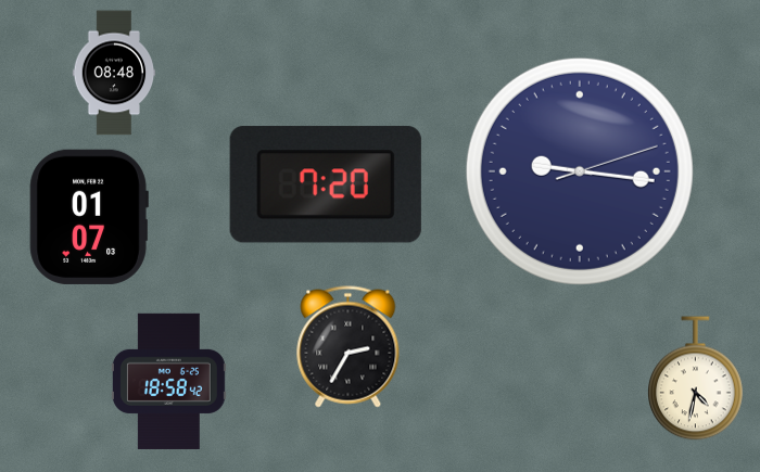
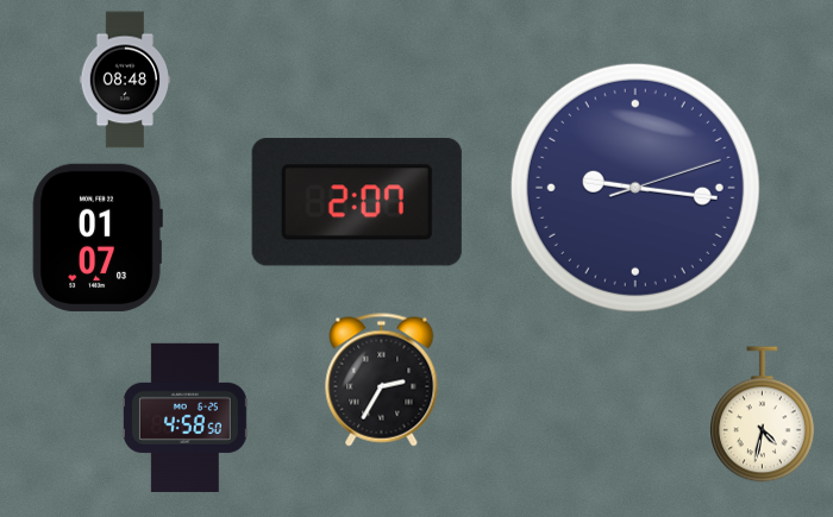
clock at (326, 184): 7:20 -> 2:07
clock at (168, 381): 18:58 -> 4:58
